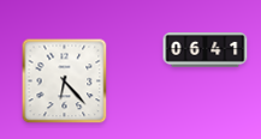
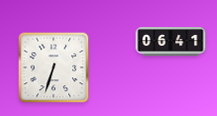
clock at (65, 81): 6:23 -> 6:33
